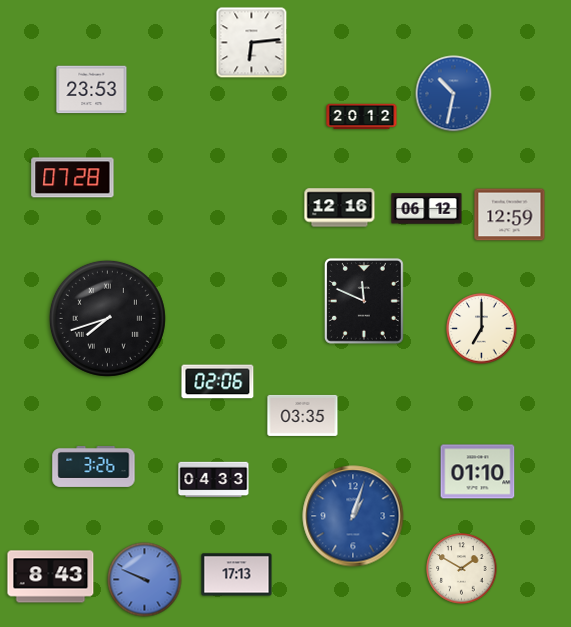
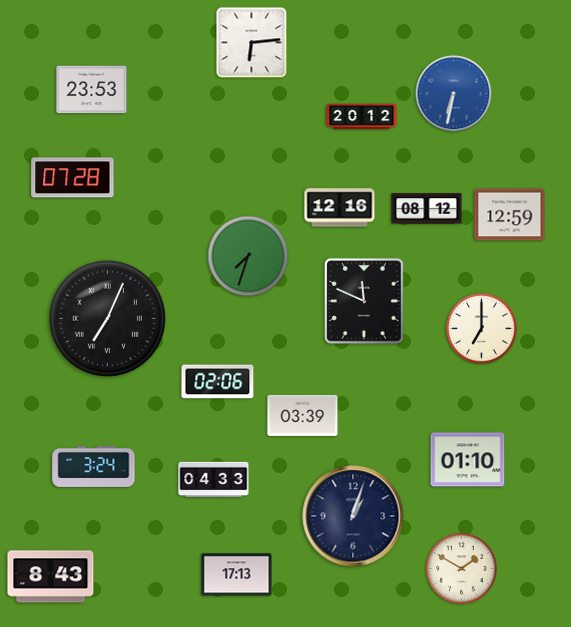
clock at (454, 94): 10:32 -> 6:32
clock at (427, 209): 06:12 -> 08:12
clock at (248, 256): none -> 7:33
clock at (107, 318): 7:42 -> 7:04
clock at (303, 415): 03:35 -> 03:39
clock at (94, 466): 3:26 -> 3:24
clock at (478, 472) position: (478, 472) -> (468, 460)
clock at (353, 516) dial: blue -> navy
clock at (145, 580): 9:49 -> none
